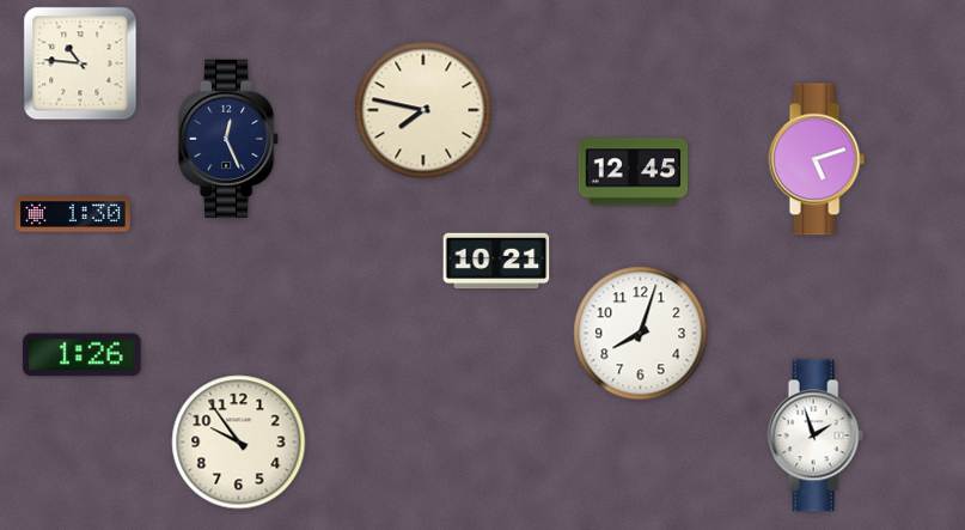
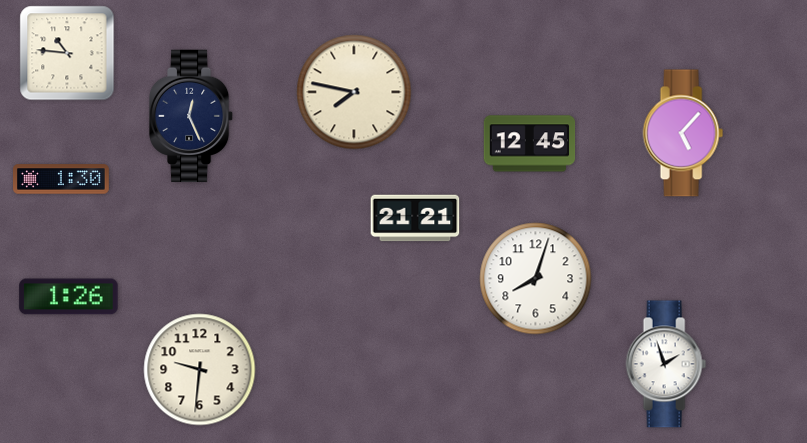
clock at (817, 159): 5:12 -> 5:07
clock at (496, 261): 10:21 -> 21:21
clock at (816, 435) position: (816, 435) -> (666, 364)
clock at (239, 443): 9:54 -> 9:31
